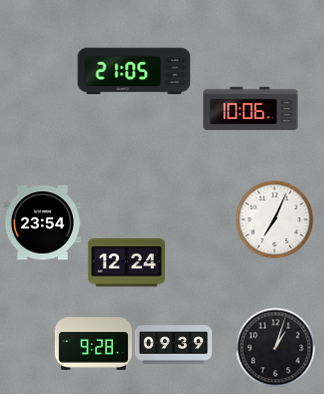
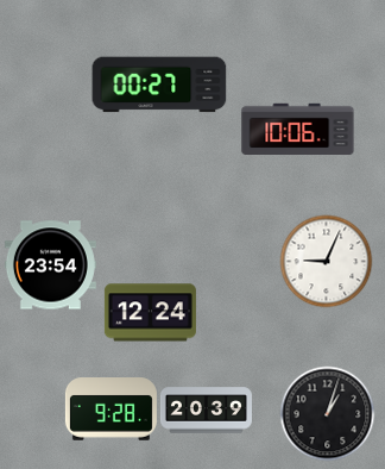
clock at (134, 71): 21:05 -> 00:27
clock at (274, 219): 7:04 -> 9:04
clock at (173, 345): 09:39 -> 20:39
